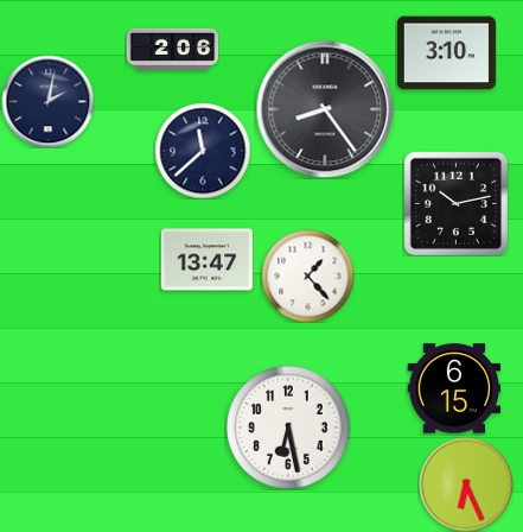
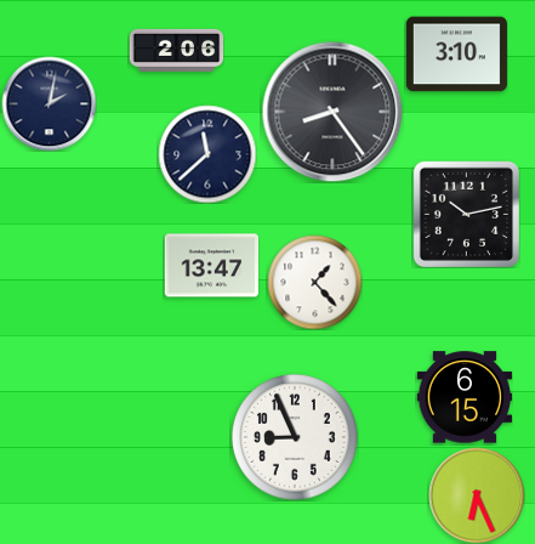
clock at (455, 203) position: (455, 203) -> (466, 214)
clock at (289, 429): 6:28 -> 8:56
